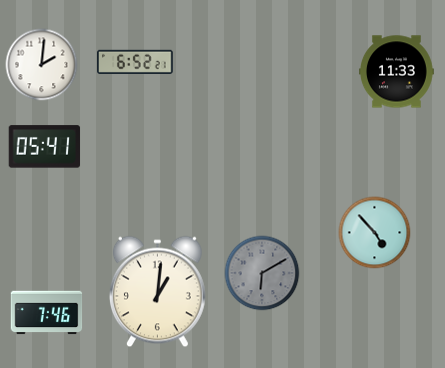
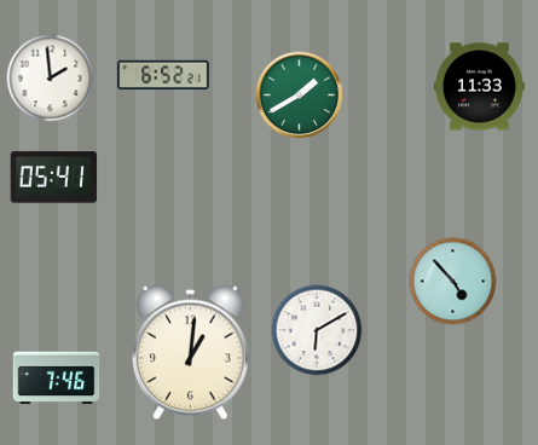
clock at (42, 65): 2:01 -> 1:59
clock at (300, 96): none -> 1:40
clock at (262, 273) dial: grey -> white
